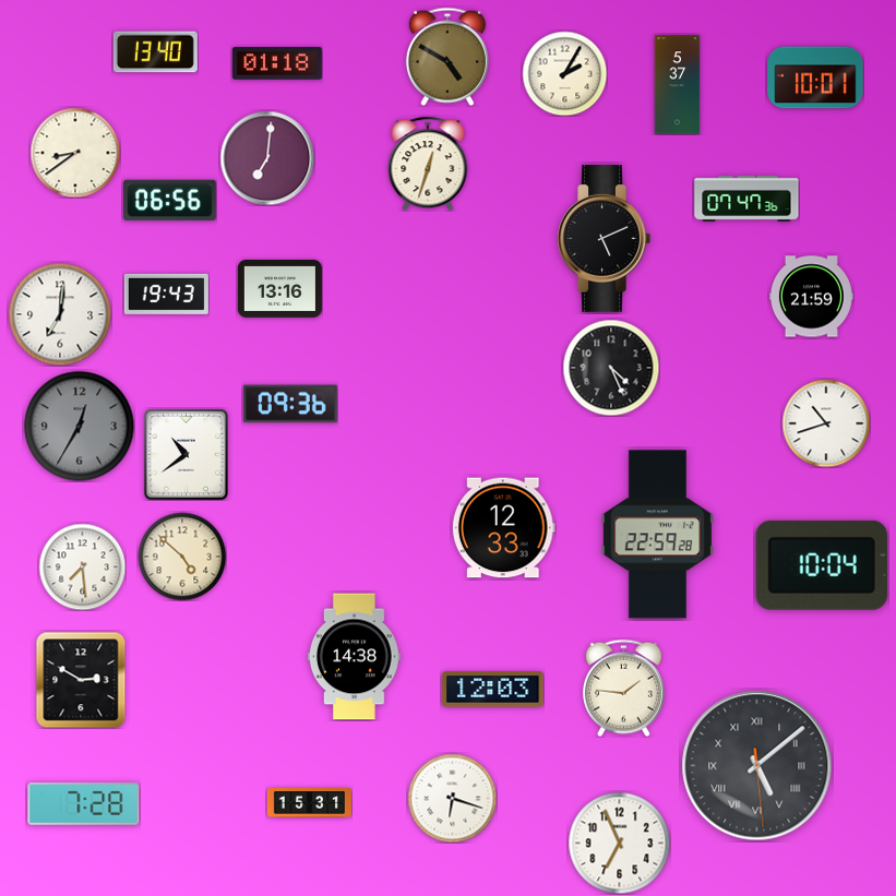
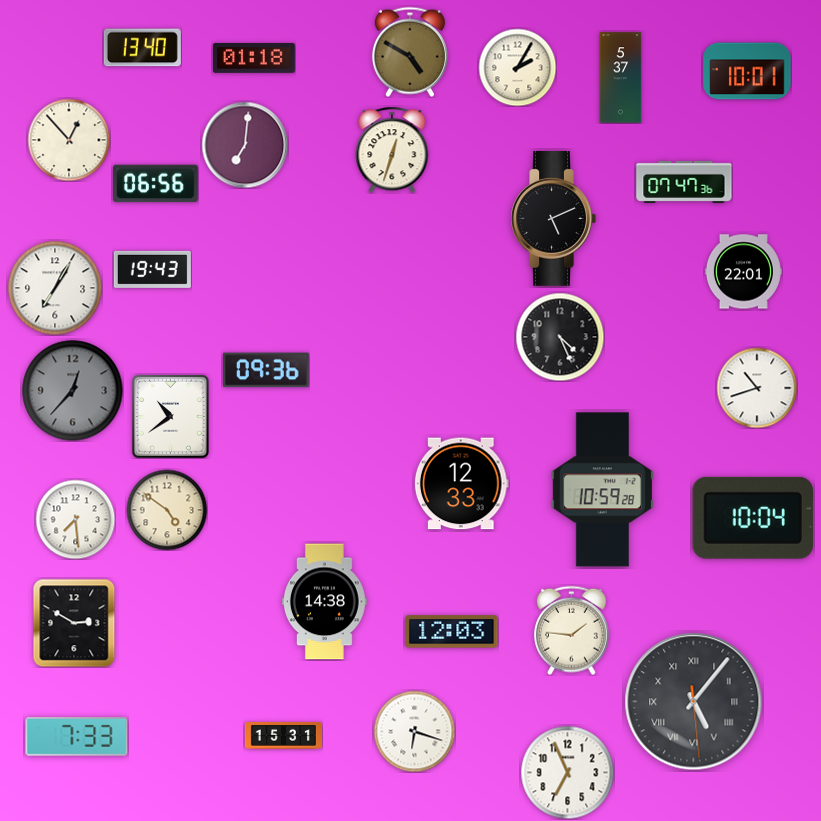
clock at (75, 153): 8:39 -> 12:53
clock at (279, 288): 13:16 -> none
clock at (811, 297): 21:59 -> 22:01
clock at (60, 314): 7:01 -> 7:05
clock at (80, 427): 12:35 -> 12:37
clock at (657, 535): 22:59 -> 10:59
clock at (182, 557): 4:52 -> 4:51
clock at (757, 766): 5:08 -> 5:06
clock at (84, 804): 7:28 -> 7:33
